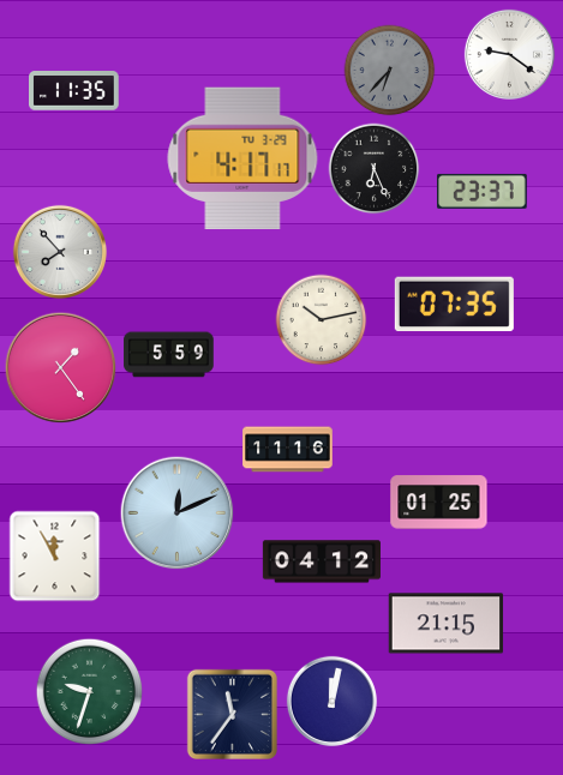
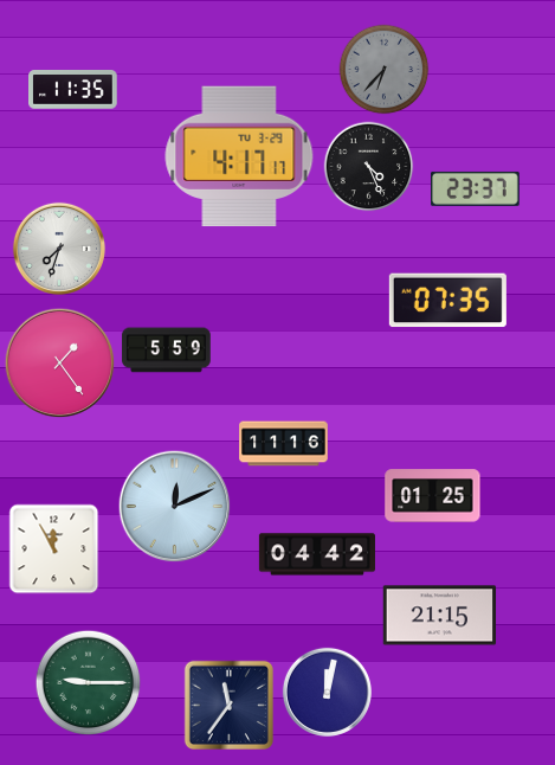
clock at (509, 54): 9:21 -> none
clock at (375, 169): 6:26 -> 4:26
clock at (60, 252): 7:53 -> 7:33
clock at (322, 320): 10:13 -> none
clock at (322, 561): 04:12 -> 04:42
clock at (90, 692): 9:33 -> 9:15
